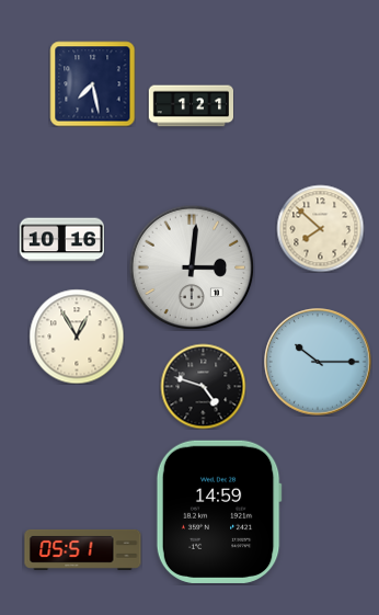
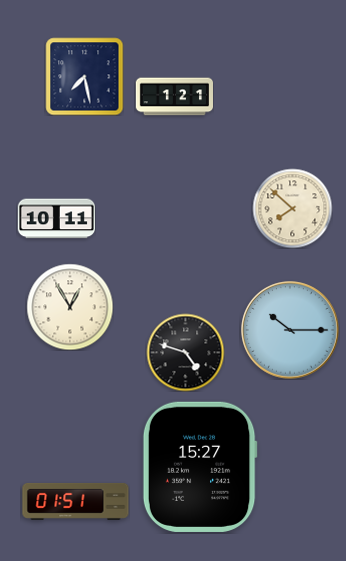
clock at (61, 240): 10:16 -> 10:11
clock at (192, 267): 3:01 -> none
clock at (219, 512): 14:59 -> 15:27
clock at (83, 549): 05:51 -> 01:51
